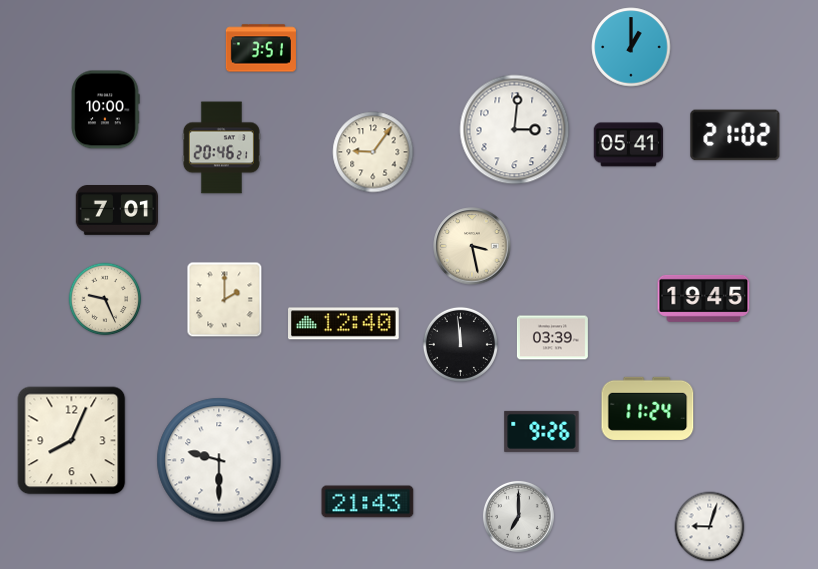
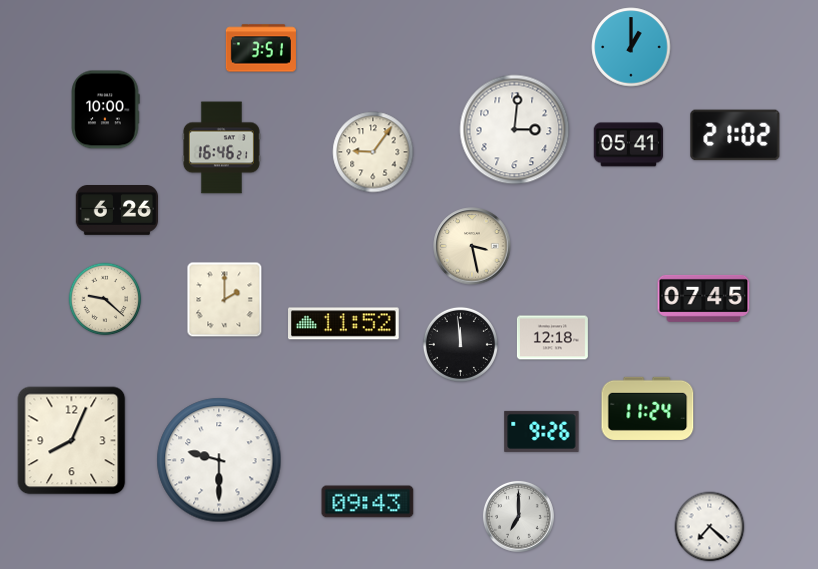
clock at (221, 148): 20:46 -> 16:46
clock at (116, 211): 7:01 -> 6:26
clock at (704, 298): 19:45 -> 07:45
clock at (105, 299): 9:26 -> 9:22
clock at (344, 324): 12:40 -> 11:52
clock at (552, 338): 03:39 -> 12:18
clock at (368, 502): 21:43 -> 09:43
clock at (710, 527): 9:03 -> 7:22
